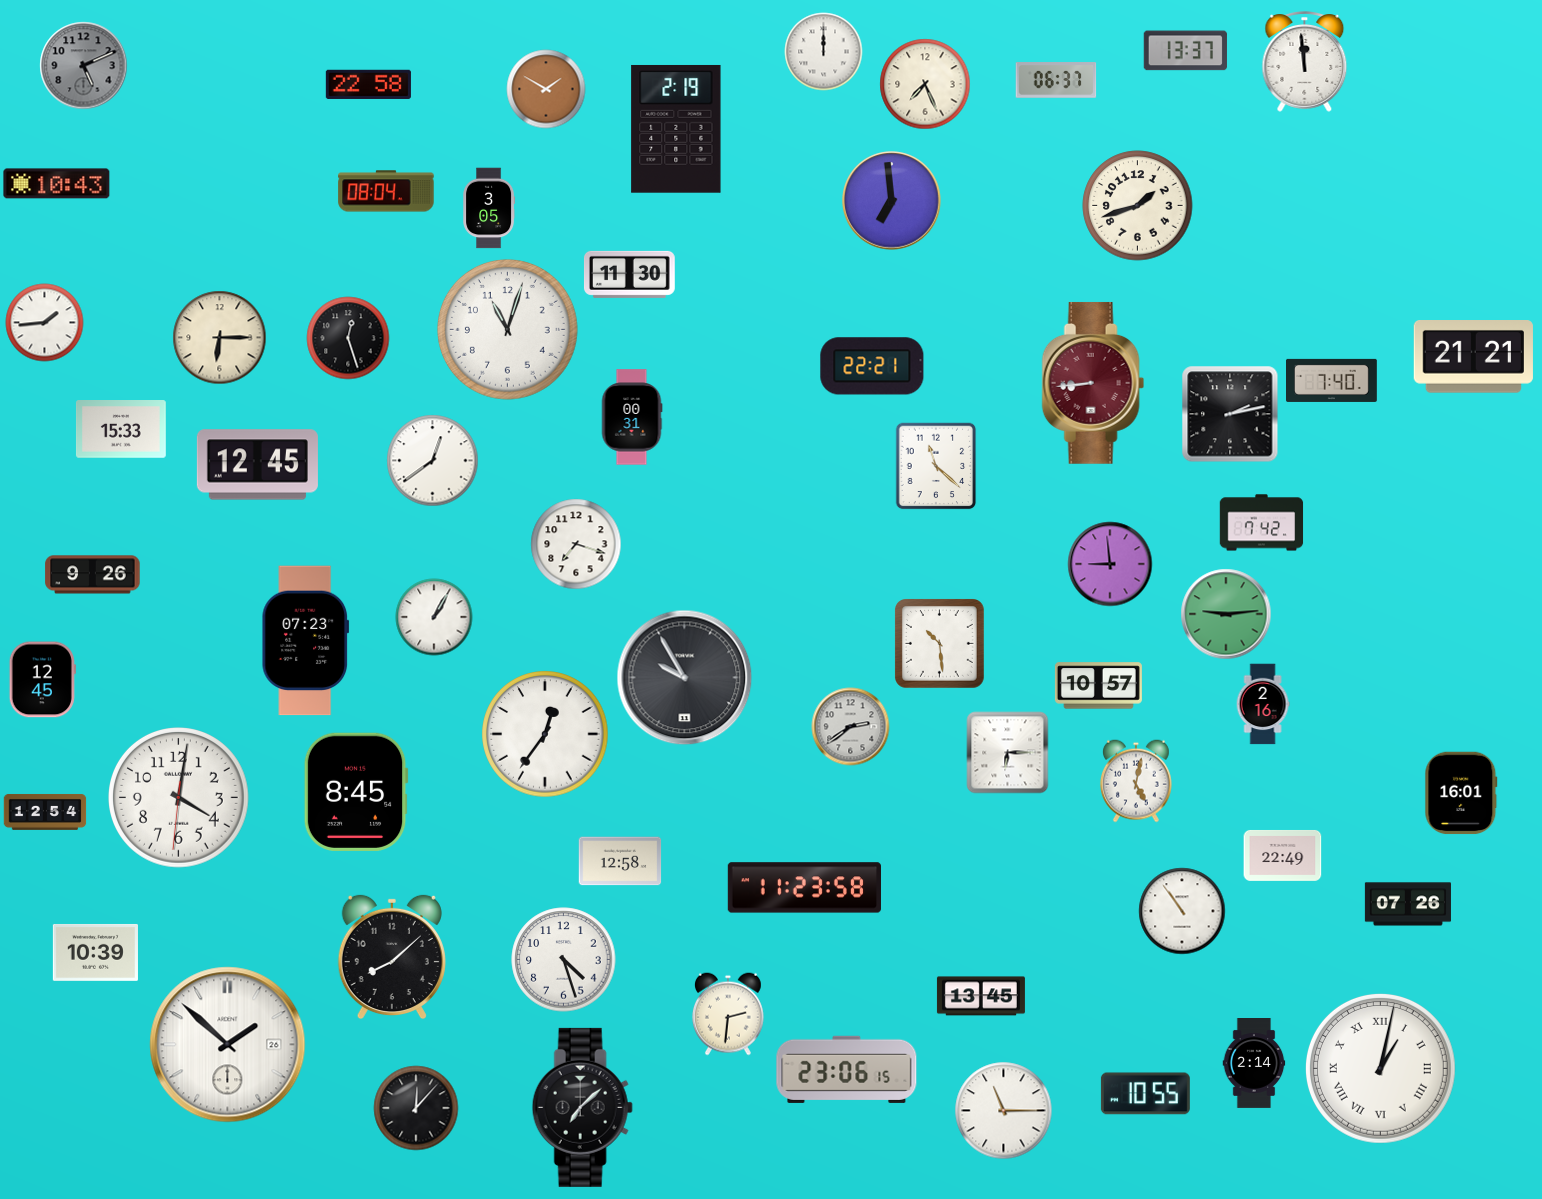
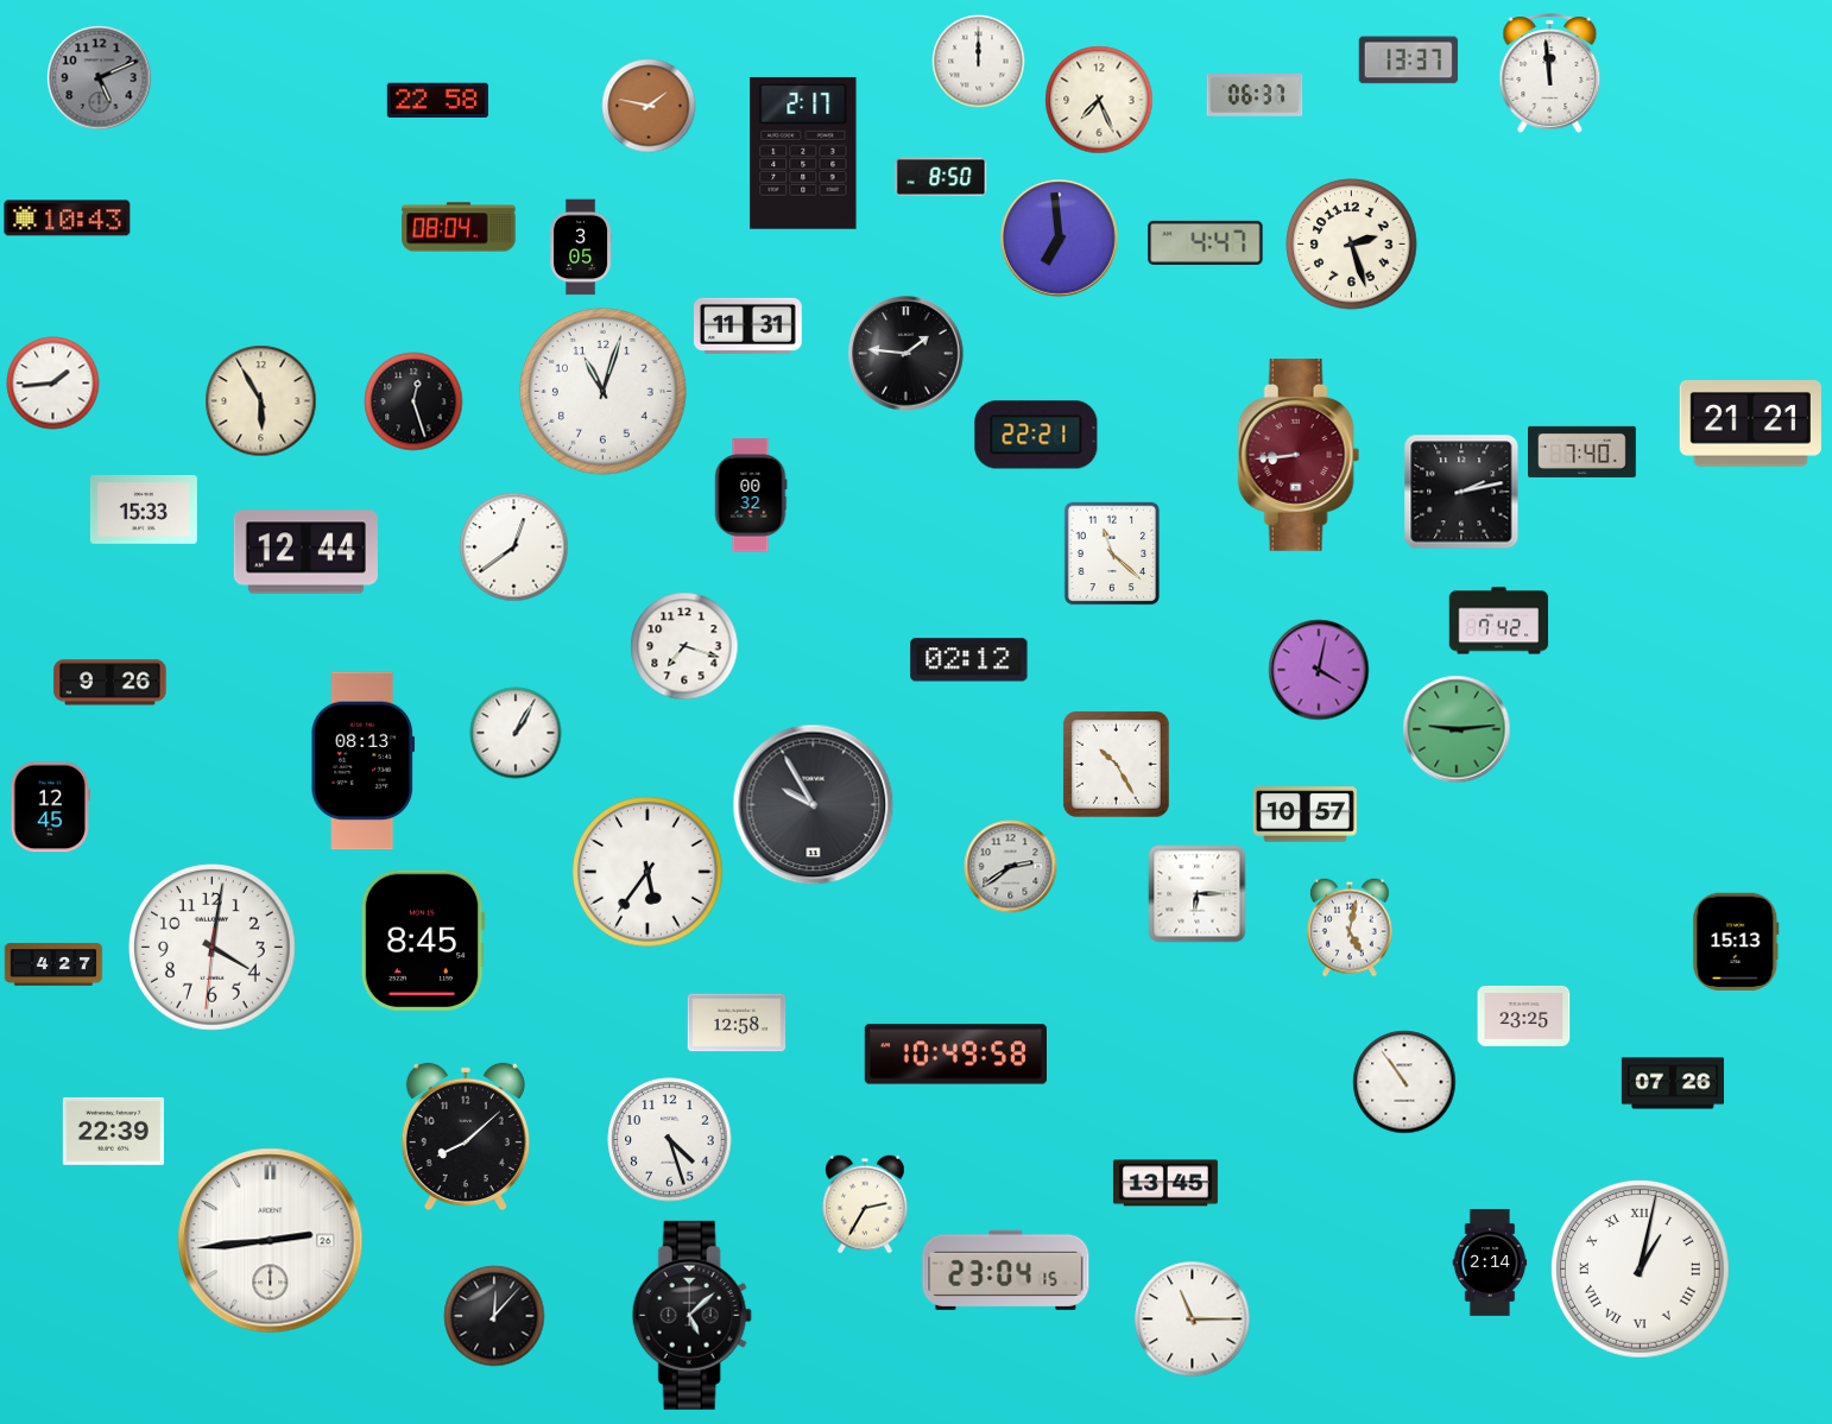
clock at (546, 89): 1:50 -> 1:47
clock at (676, 129): 2:19 -> 2:17
clock at (941, 176): none -> 8:50
clock at (1206, 242): none -> 4:47
clock at (1138, 206): 1:42 -> 2:27
clock at (630, 274): 11:30 -> 11:31
clock at (906, 354): none -> 1:46
clock at (220, 338): 6:15 -> 5:55
clock at (632, 417): 00:31 -> 00:32
clock at (257, 465): 12:45 -> 12:44
clock at (969, 660): none -> 02:12
clock at (1110, 564): 8:59 -> 4:02
clock at (306, 641): 07:23 -> 08:13
clock at (940, 644): 10:29 -> 10:25
clock at (1263, 704): 2:16 -> none
clock at (851, 727) position: (851, 727) -> (1011, 867)
clock at (545, 734): 12:36 -> 5:36
clock at (1461, 793): 16:01 -> 15:13
clock at (45, 812): 12:54 -> 4:27
clock at (1283, 855): 22:49 -> 23:25
clock at (804, 888): 11:23 -> 10:49
clock at (1408, 904) position: (1408, 904) -> (1673, 1083)
clock at (95, 952): 10:39 -> 22:39
clock at (728, 1014): 2:31 -> 2:35
clock at (228, 1045): 1:52 -> 2:44
clock at (847, 1069): 23:06 -> 23:04
clock at (1145, 1094): 10:55 -> none
clock at (582, 1107): 7:08 -> 5:08
